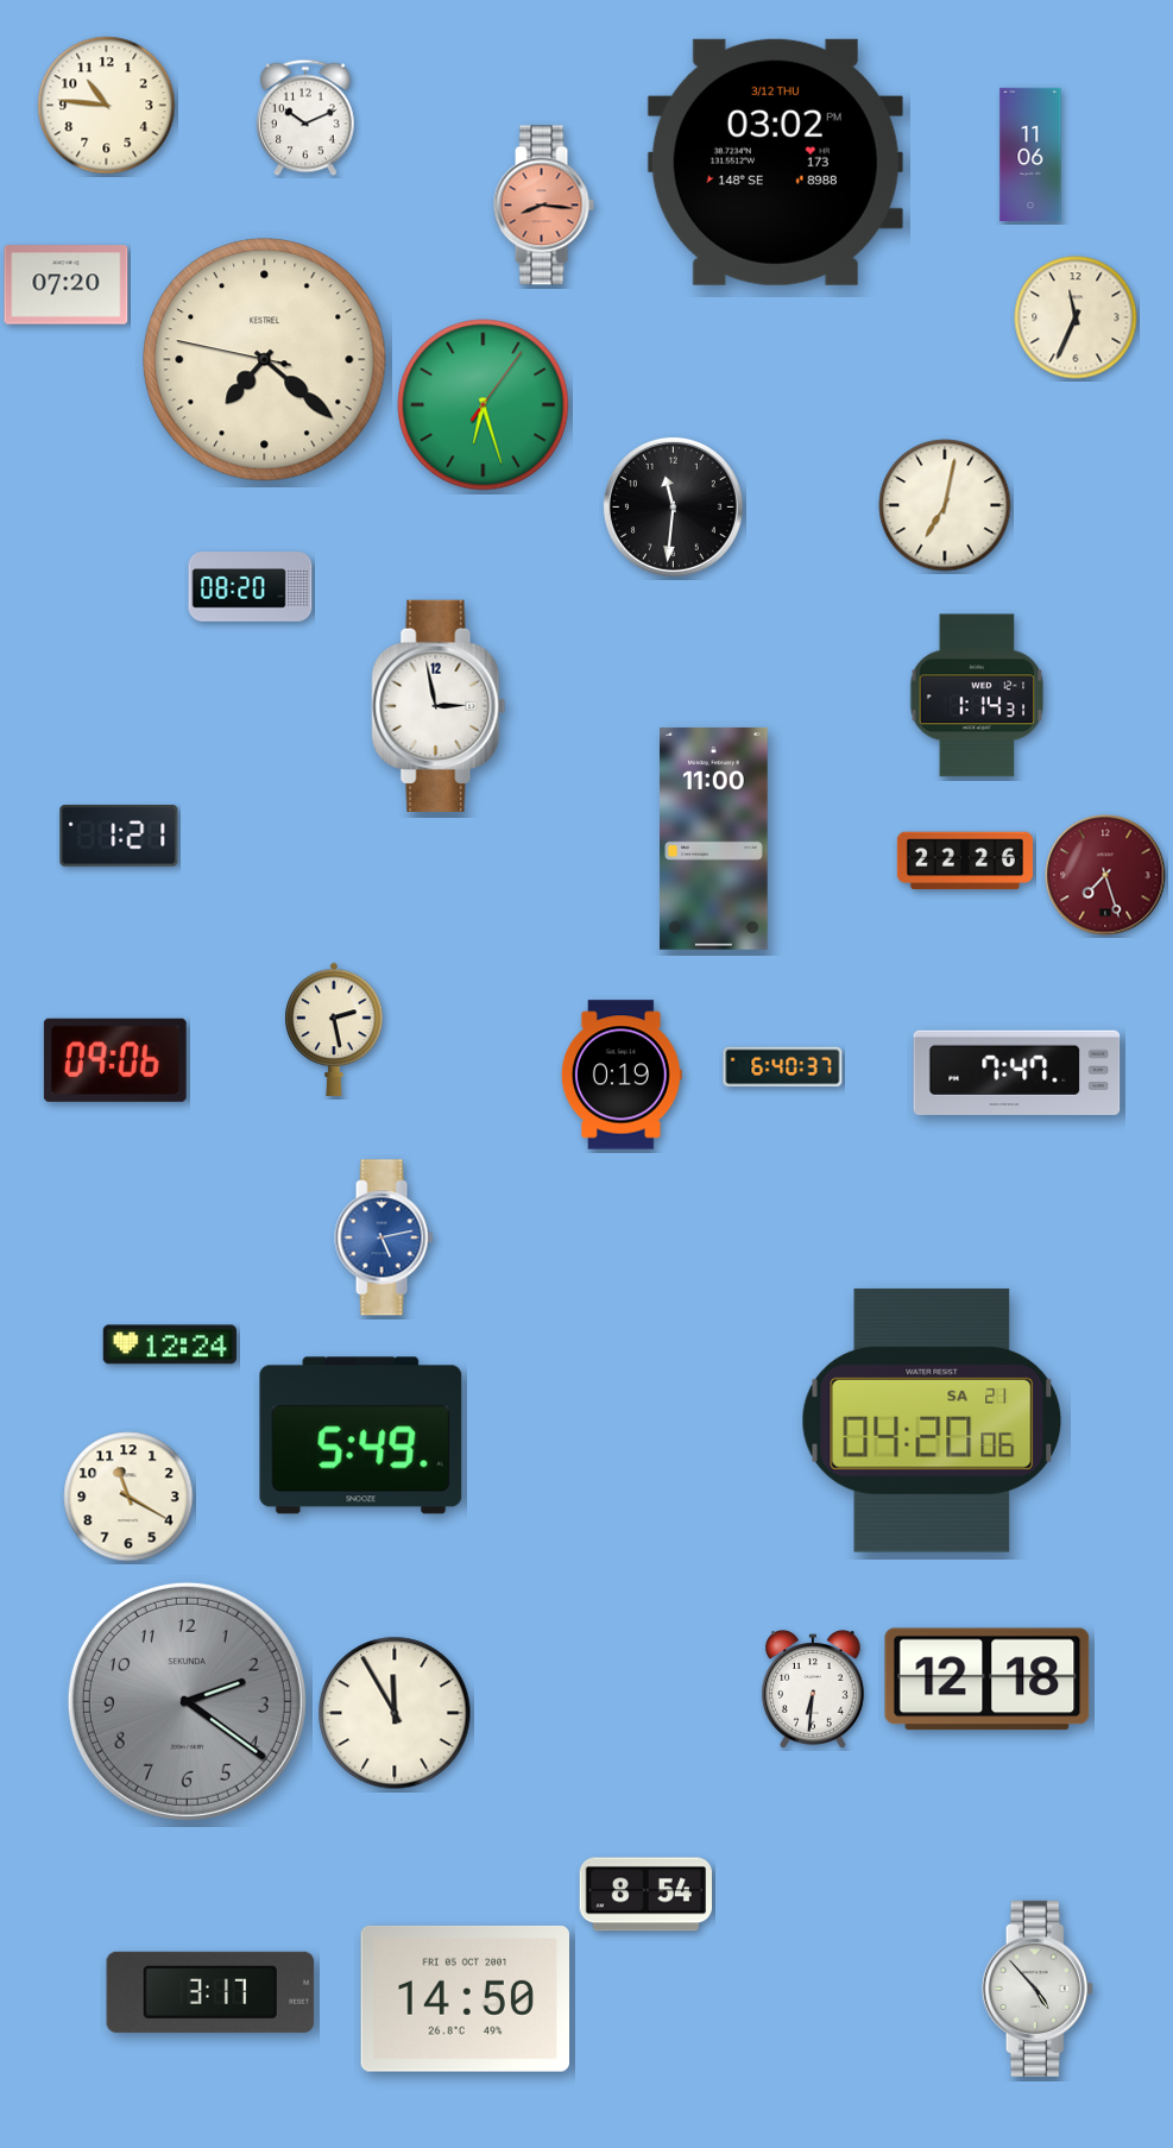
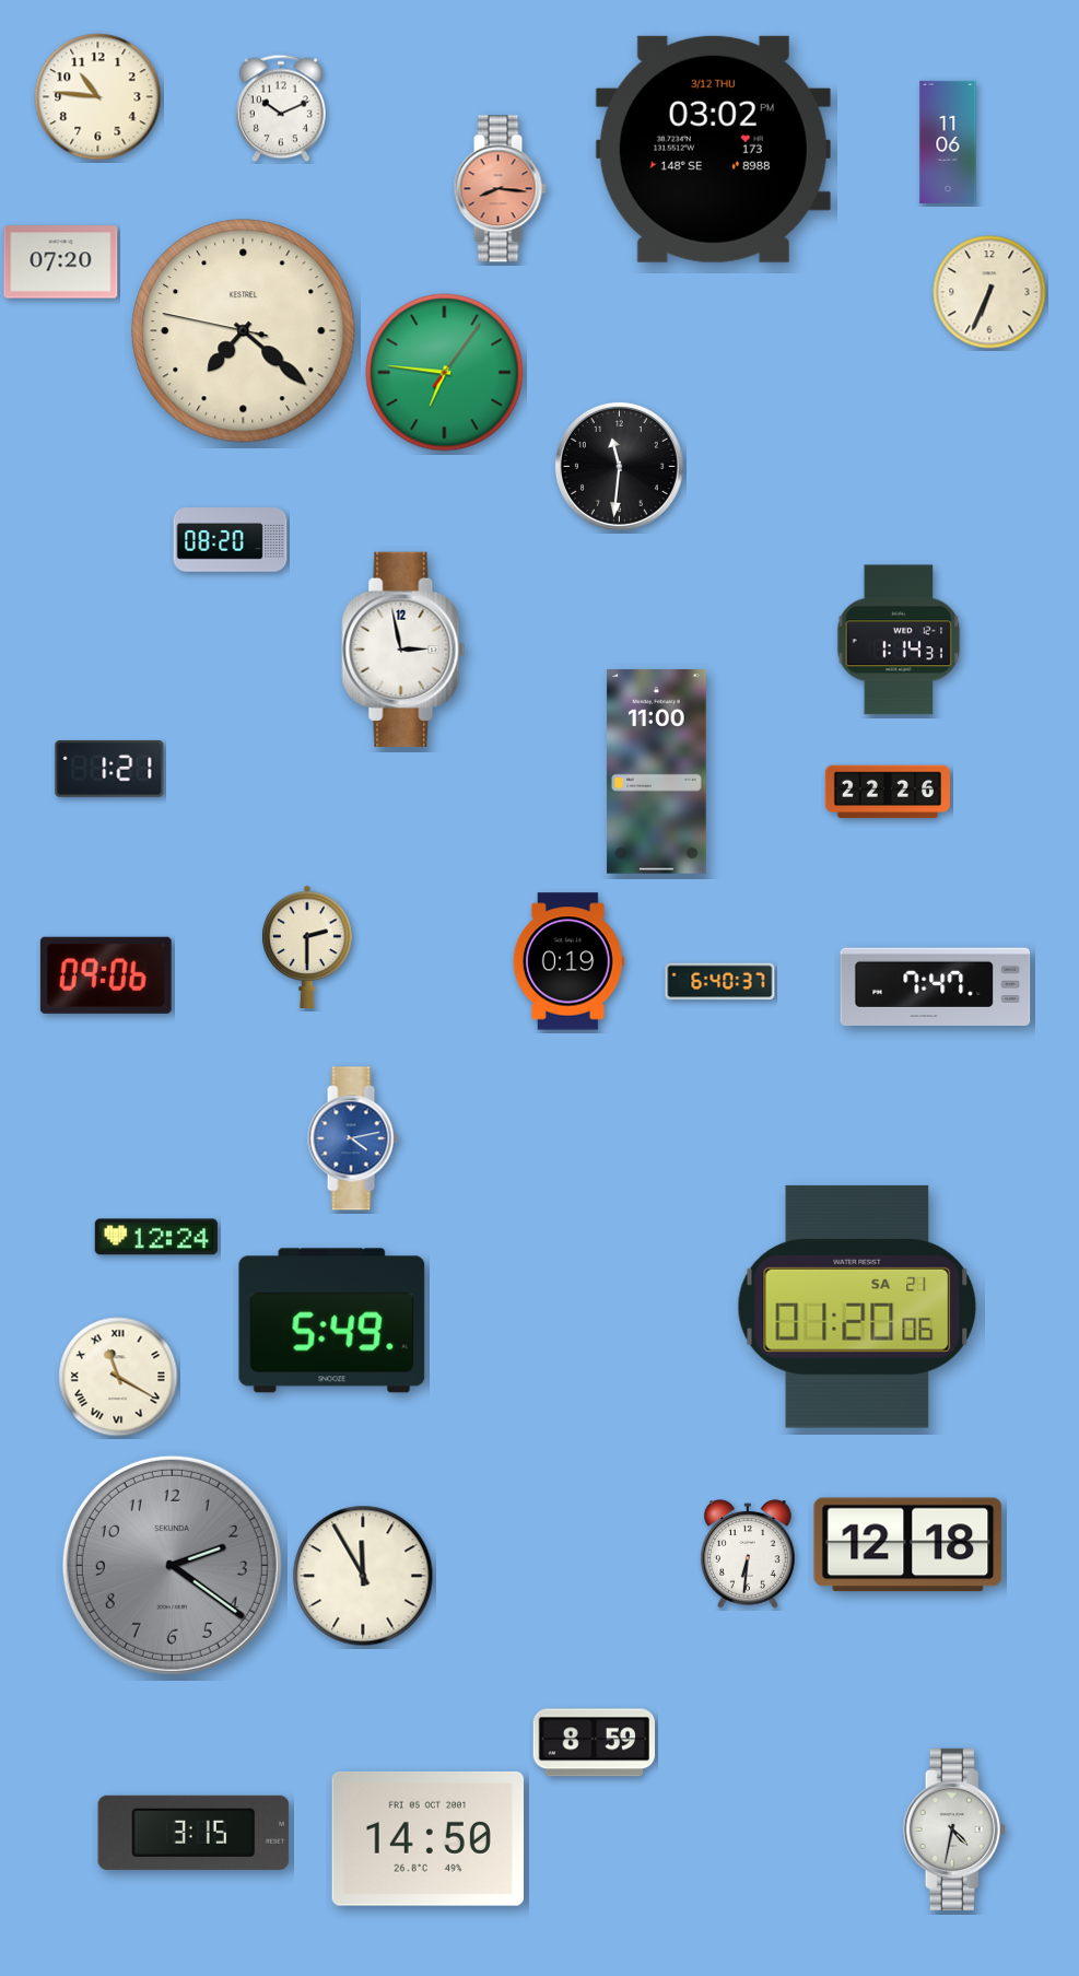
clock at (1076, 317): 11:34 -> 6:34
clock at (484, 405): 6:27 -> 6:46
clock at (945, 505): 7:02 -> none
clock at (1105, 875): 7:27 -> none
clock at (334, 1028): 2:28 -> 2:30
clock at (622, 1075) position: (622, 1075) -> (568, 961)
clock at (384, 1237): 5:13 -> 4:13
clock at (931, 1421): 04:20 -> 01:20
clock at (128, 1497) numerals: Arabic -> Roman
clock at (645, 1895): 8:54 -> 8:59
clock at (1038, 1989): 4:53 -> 4:32
clock at (210, 1992): 3:17 -> 3:15
